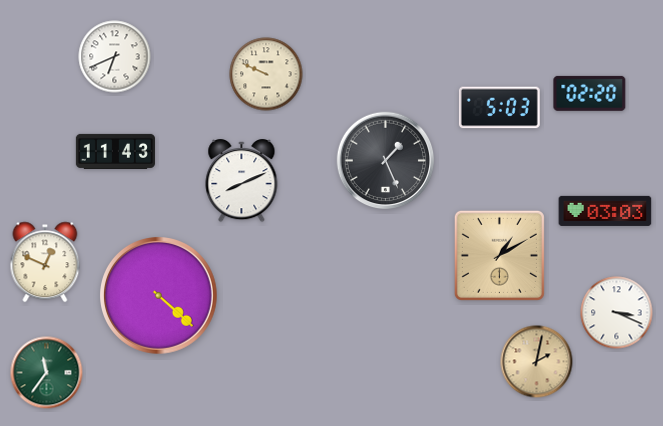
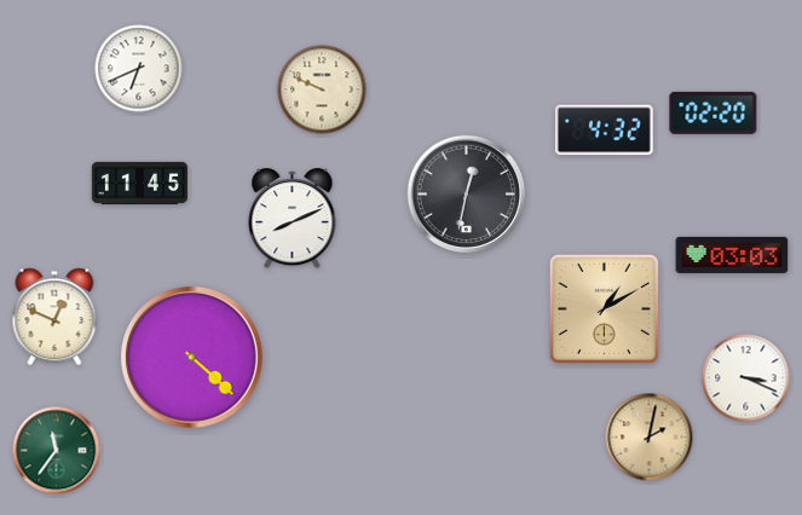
clock at (499, 108): 5:03 -> 4:32
clock at (115, 151): 11:43 -> 11:45
clock at (386, 161): 1:26 -> 12:32
